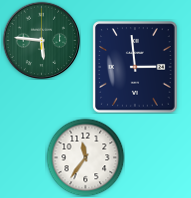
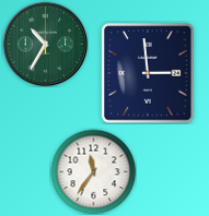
clock at (41, 40): 5:46 -> 10:35
